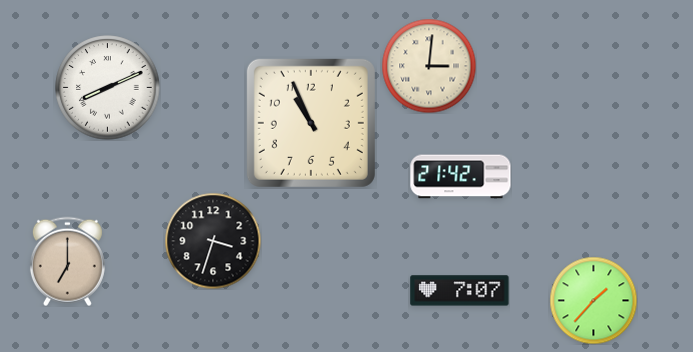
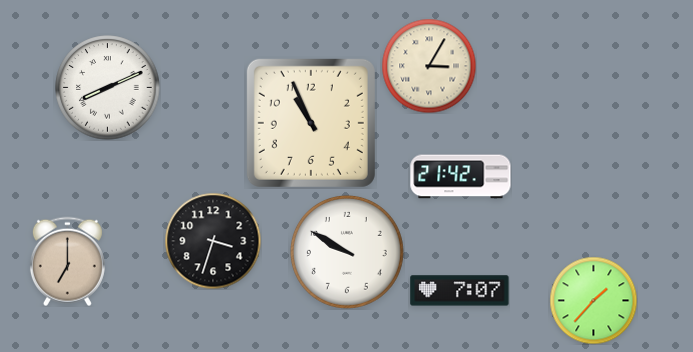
clock at (429, 66): 3:01 -> 3:05
clock at (347, 252): none -> 9:50
